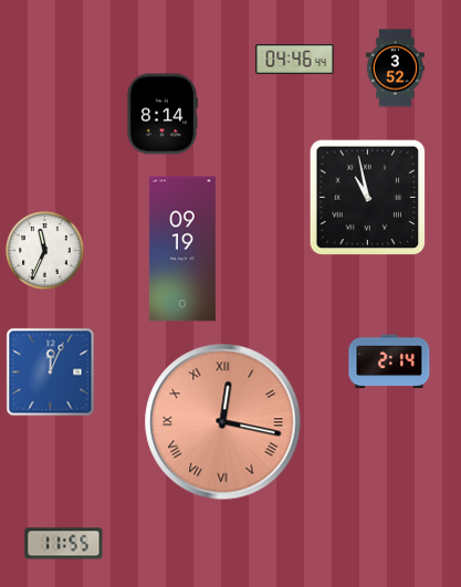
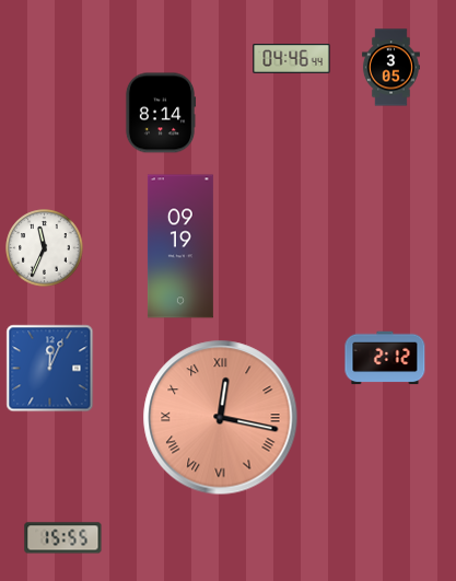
clock at (395, 69): 3:52 -> 3:05
clock at (368, 198): 10:58 -> none
clock at (389, 361): 2:14 -> 2:12
clock at (64, 544): 11:55 -> 15:55
